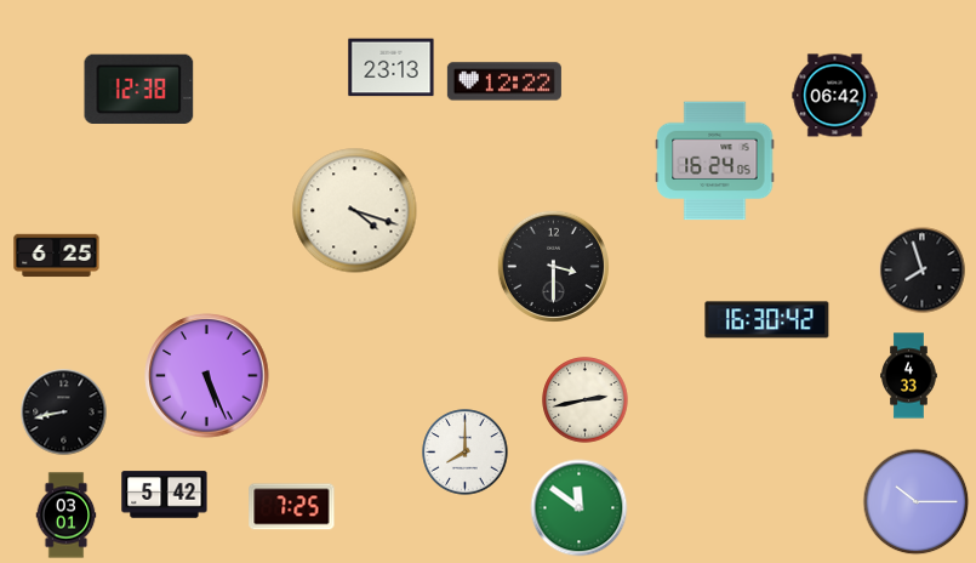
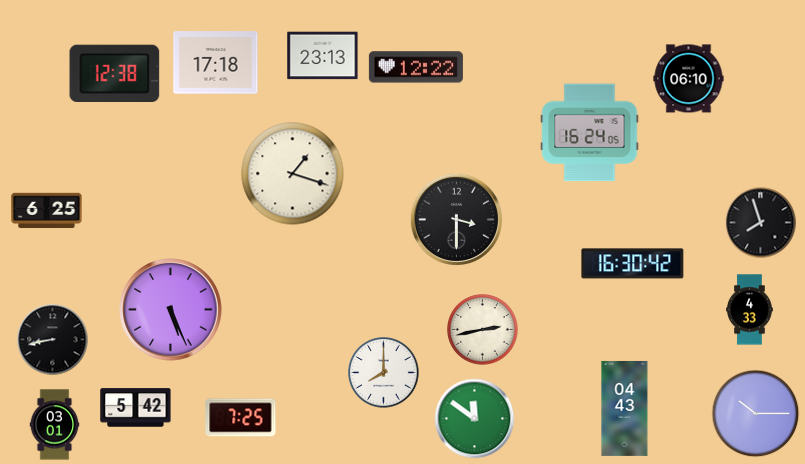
clock at (216, 63): none -> 17:18
clock at (835, 96): 06:42 -> 06:10
clock at (355, 211): 4:18 -> 1:18
clock at (625, 408): none -> 04:43
clock at (580, 508) position: (580, 508) -> (475, 419)
